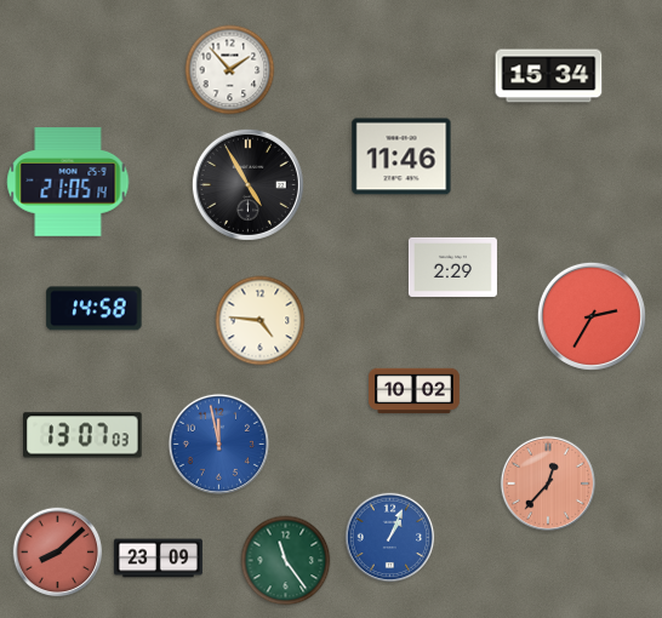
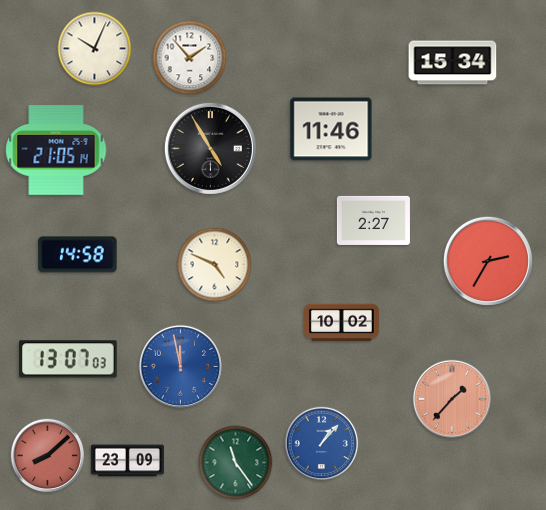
clock at (95, 49): none -> 10:04
clock at (247, 184) position: (247, 184) -> (210, 148)
clock at (452, 267): 2:29 -> 2:27
clock at (261, 321): 4:46 -> 4:49
clock at (547, 482): 12:37 -> 1:37
clock at (390, 538): 1:04 -> 1:07
clock at (158, 559) position: (158, 559) -> (127, 461)
